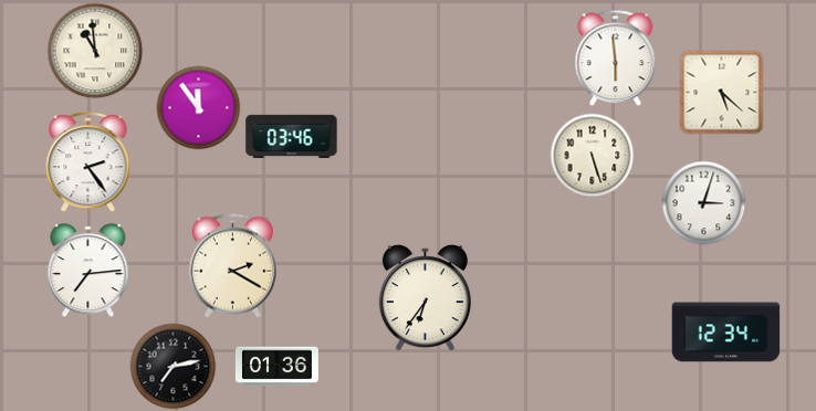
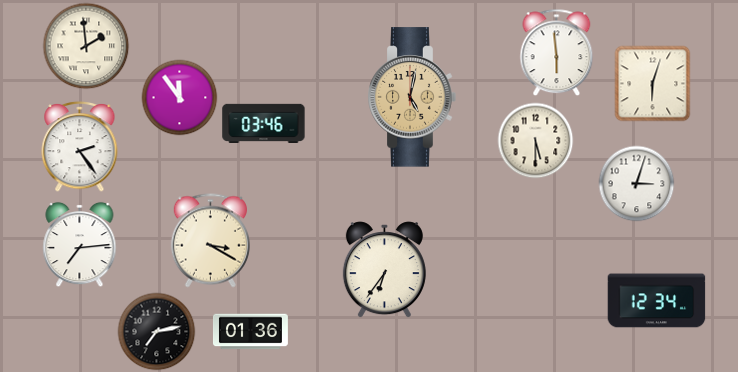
clock at (95, 51): 10:59 -> 1:59
clock at (722, 93): 5:22 -> 6:03
clock at (412, 97): none -> 5:02
clock at (593, 156): 5:27 -> 5:30
clock at (232, 266): 2:20 -> 3:20
